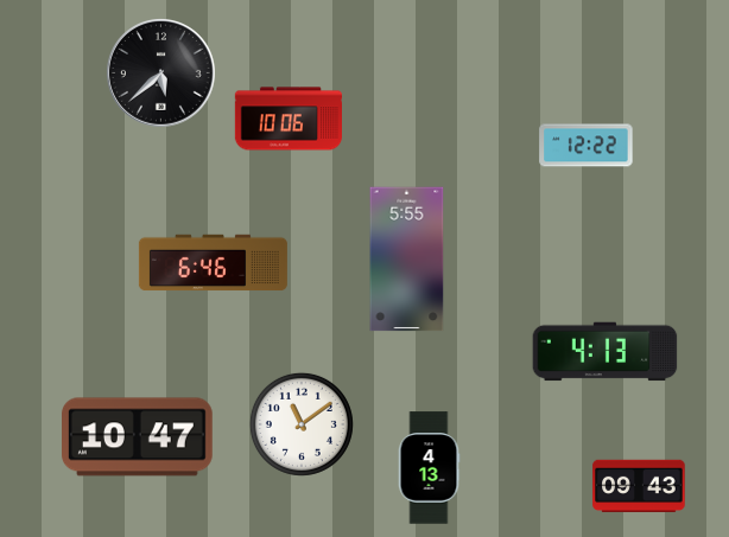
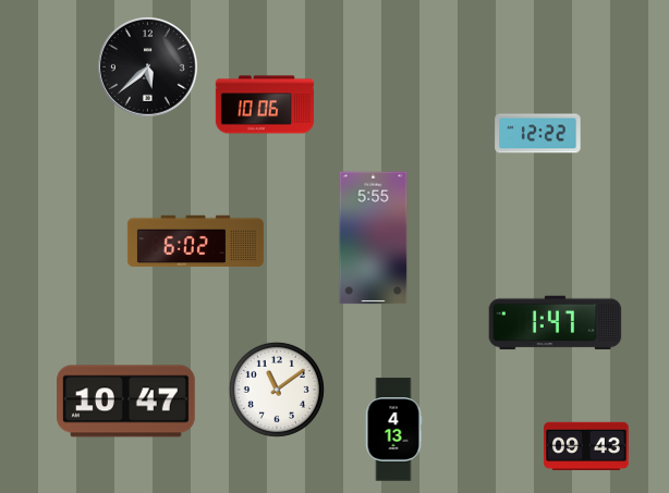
clock at (287, 119) position: (287, 119) -> (264, 104)
clock at (213, 263): 6:46 -> 6:02
clock at (606, 352): 4:13 -> 1:47
